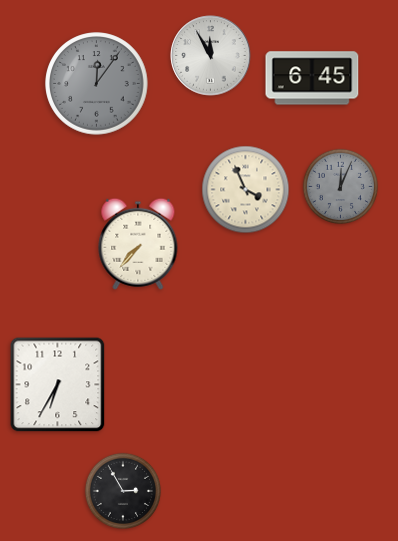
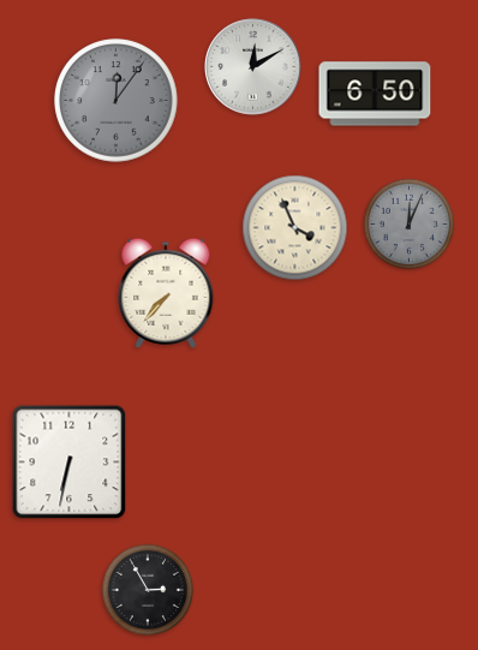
clock at (211, 56): 11:55 -> 12:10
clock at (312, 78): 6:45 -> 6:50
clock at (58, 385): 6:35 -> 6:32
